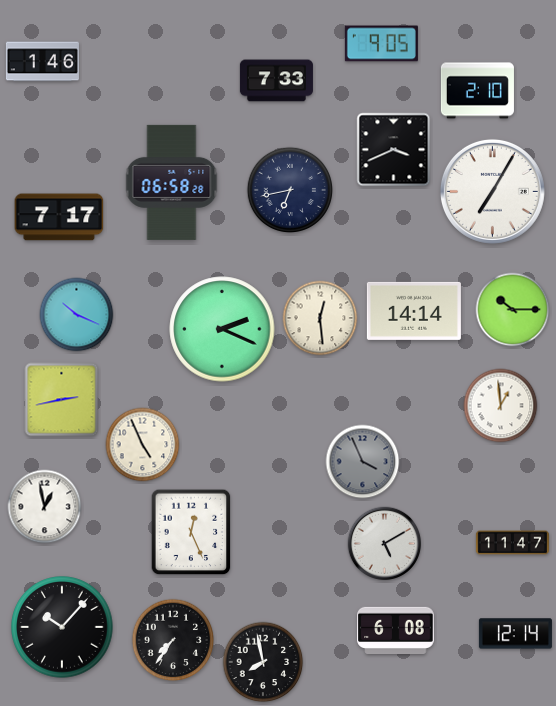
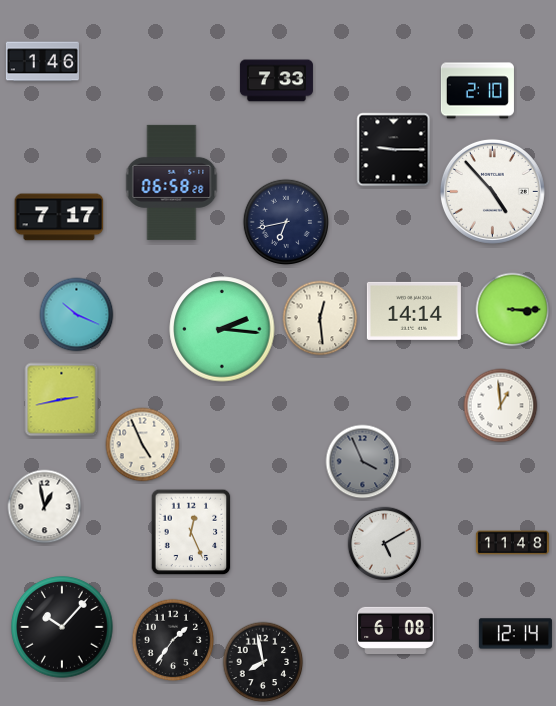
clock at (381, 44): 9:05 -> none
clock at (394, 150): 3:41 -> 9:15
clock at (289, 189) position: (289, 189) -> (285, 221)
clock at (492, 191): 7:05 -> 4:53
clock at (513, 310): 10:15 -> 3:15
clock at (222, 329): 2:19 -> 2:16
clock at (512, 543): 11:47 -> 11:48
clock at (173, 640): 7:36 -> 1:36
